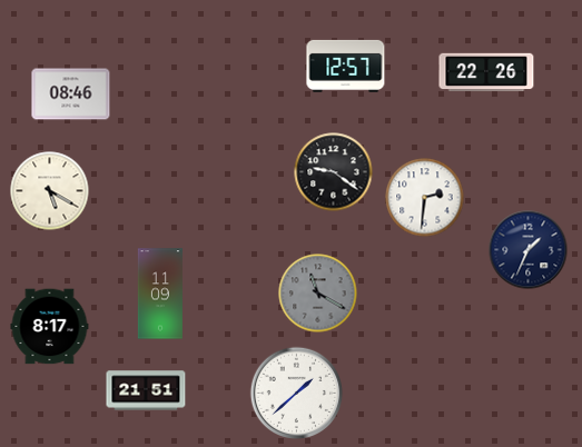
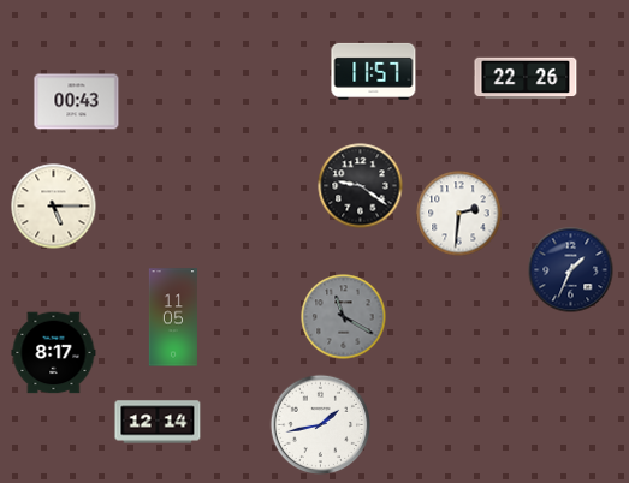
clock at (346, 66): 12:57 -> 11:57
clock at (71, 95): 08:46 -> 00:43
clock at (50, 191): 5:20 -> 5:15
clock at (160, 294): 11:09 -> 11:05
clock at (146, 390): 21:51 -> 12:14
clock at (297, 394): 1:38 -> 1:43
